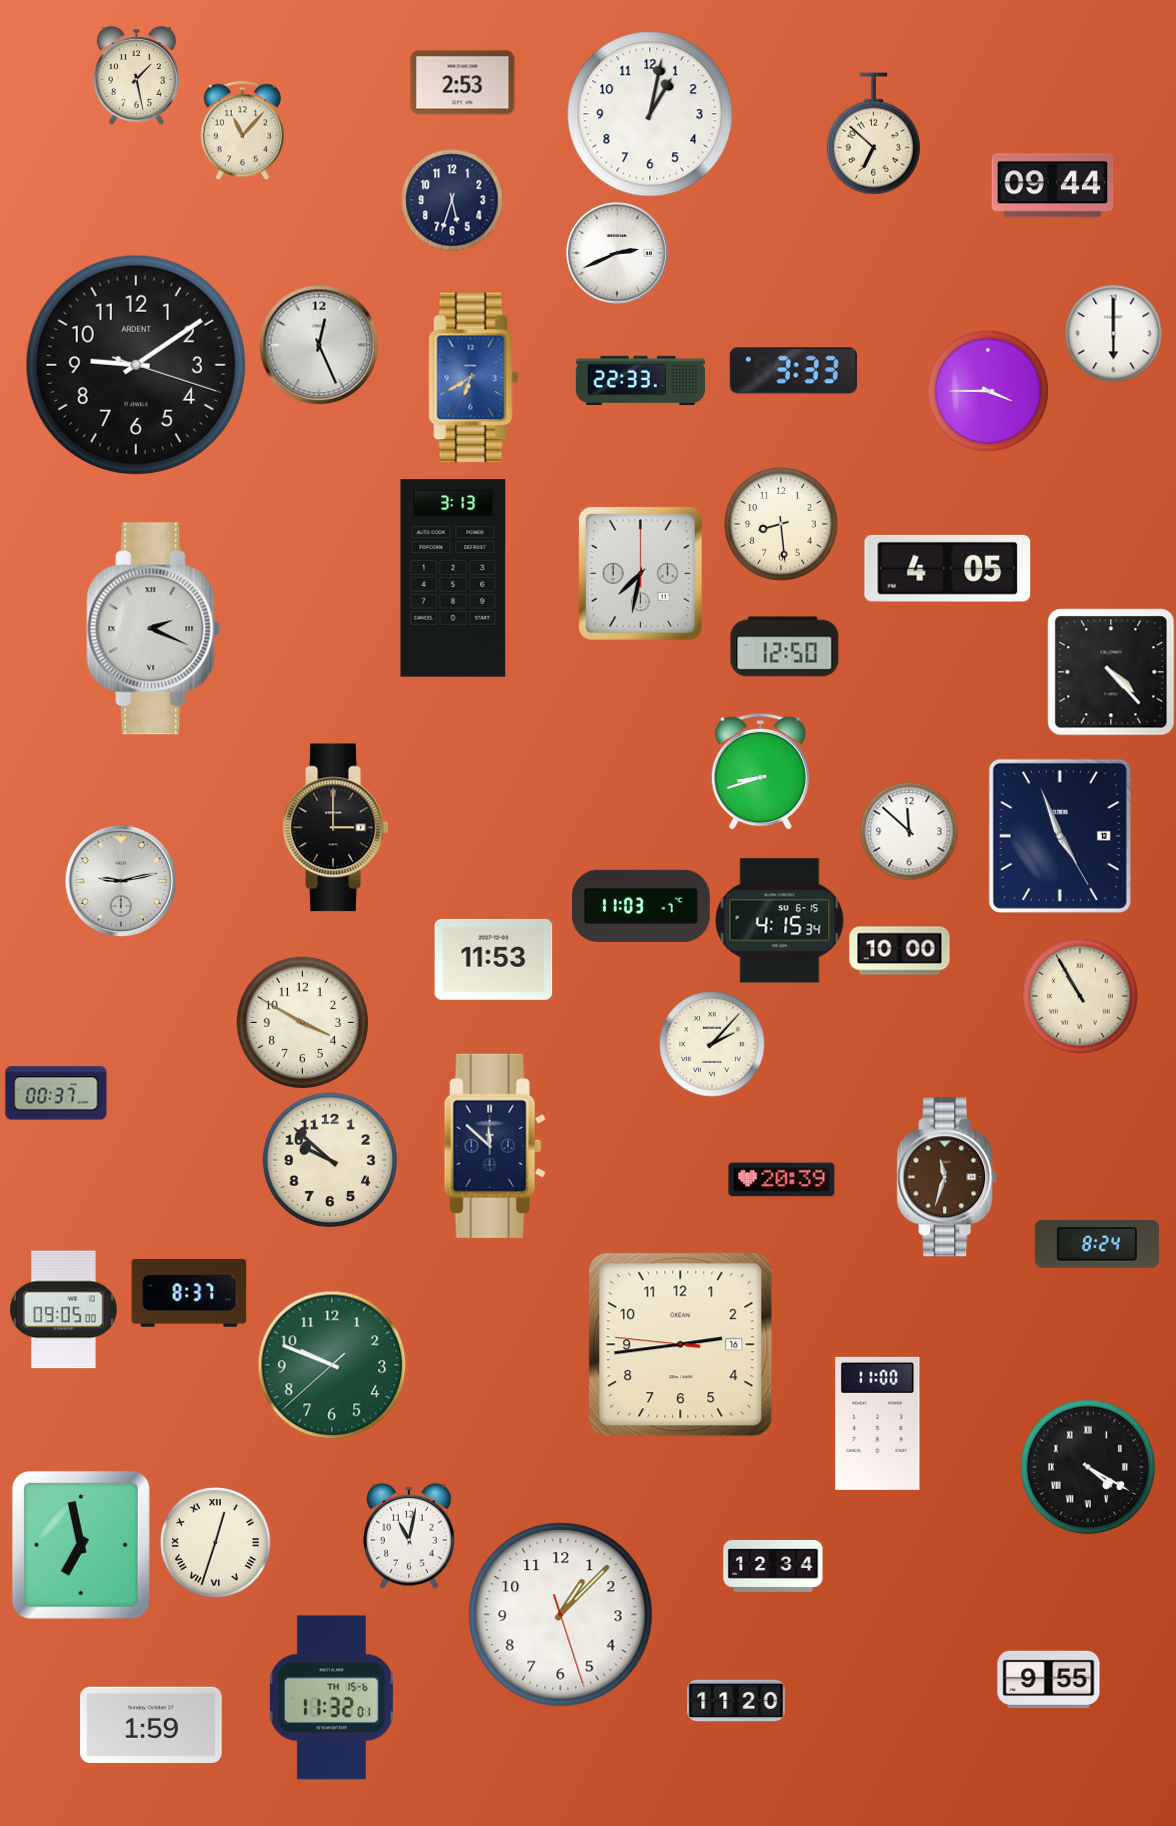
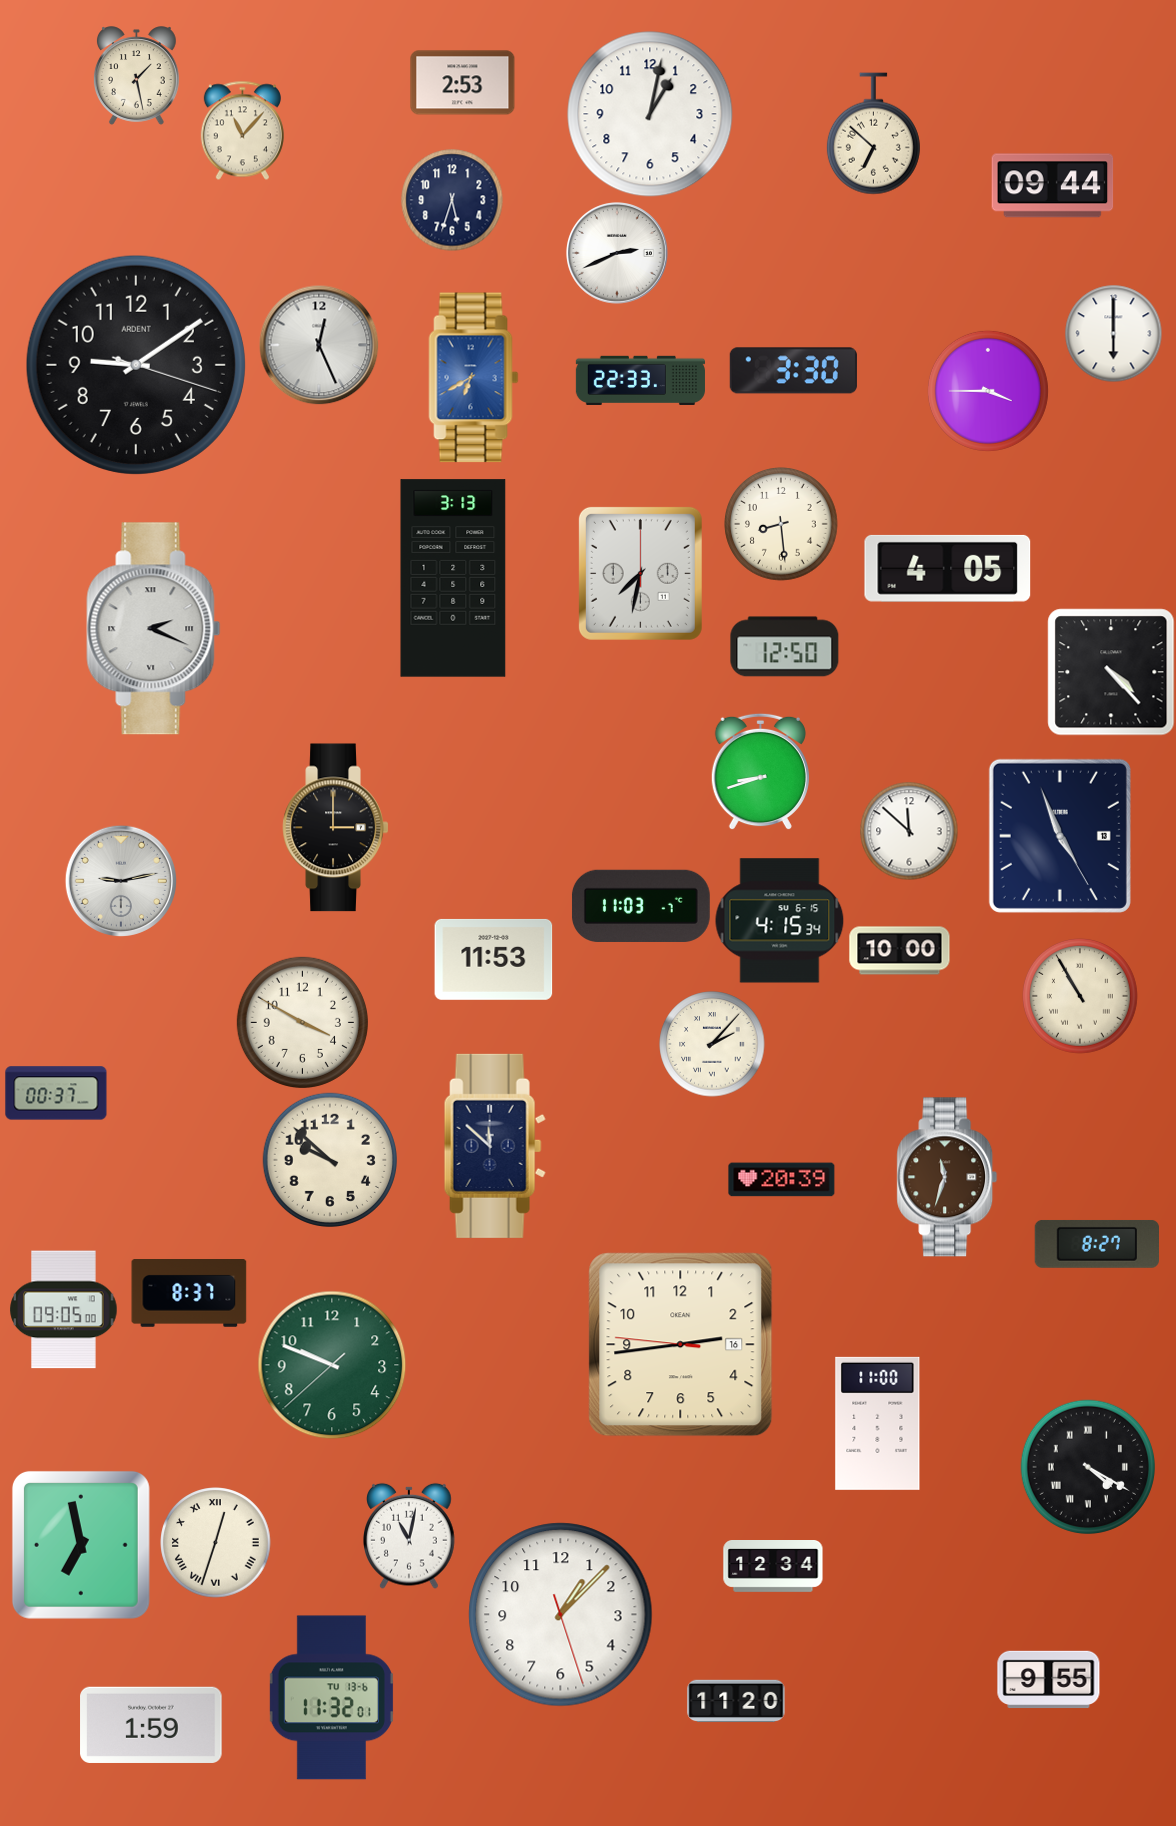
clock at (793, 371): 3:33 -> 3:30
clock at (1096, 1244): 8:24 -> 8:27
clock at (331, 1698) date: TH 15-6 -> TU 13-6
